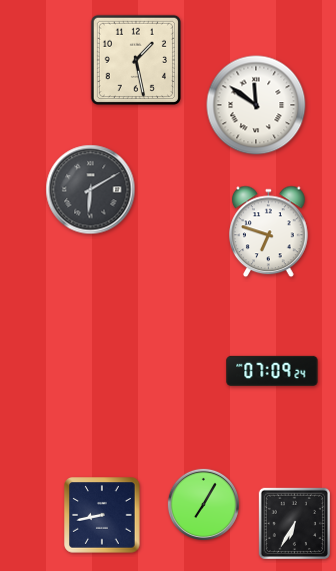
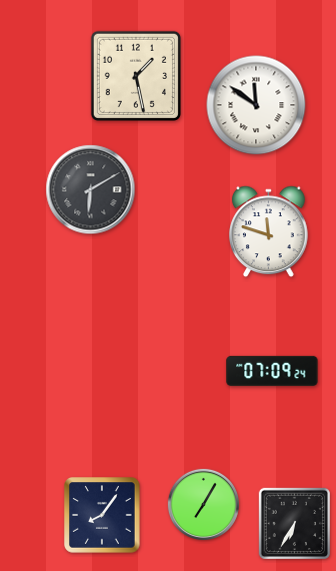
clock at (136, 60) position: (136, 60) -> (136, 76)
clock at (269, 232): 6:48 -> 11:48
clock at (102, 515): 8:43 -> 8:06
